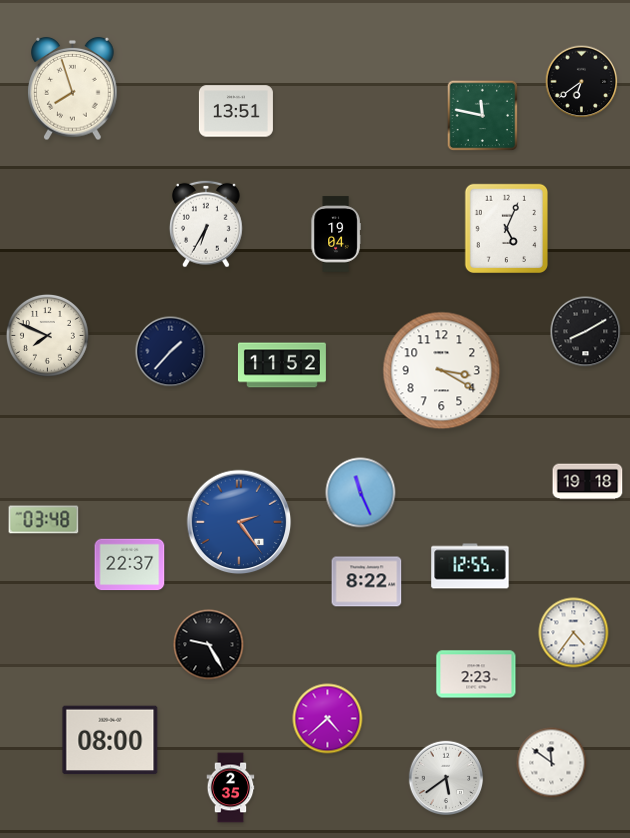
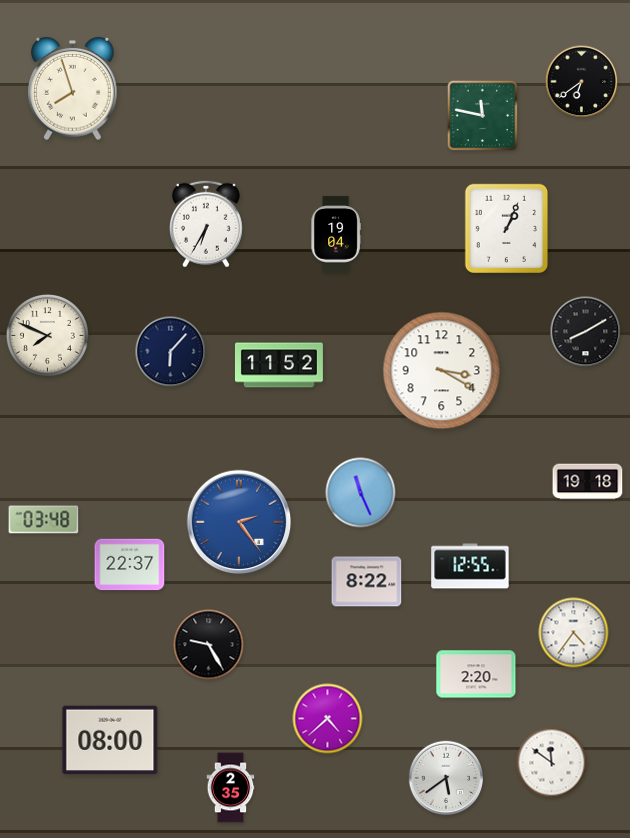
clock at (236, 111): 13:51 -> none
clock at (506, 228): 5:04 -> 1:04
clock at (171, 352): 1:37 -> 6:07
clock at (282, 365) position: (282, 365) -> (279, 365)
clock at (476, 674): 2:23 -> 2:20
